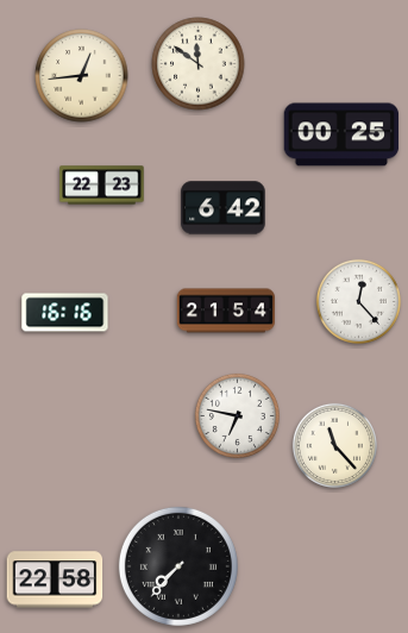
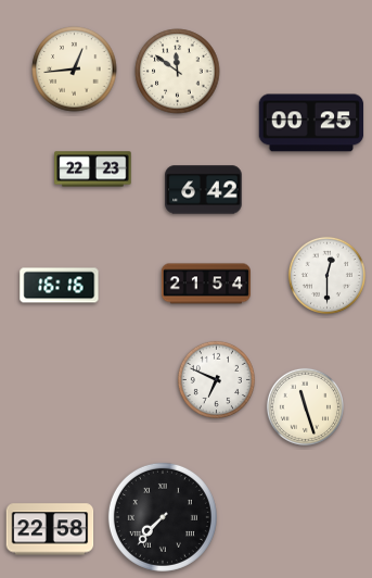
clock at (199, 64) position: (199, 64) -> (178, 72)
clock at (358, 301): 12:23 -> 12:30
clock at (237, 415): 6:47 -> 6:49
clock at (334, 445): 11:23 -> 11:27
